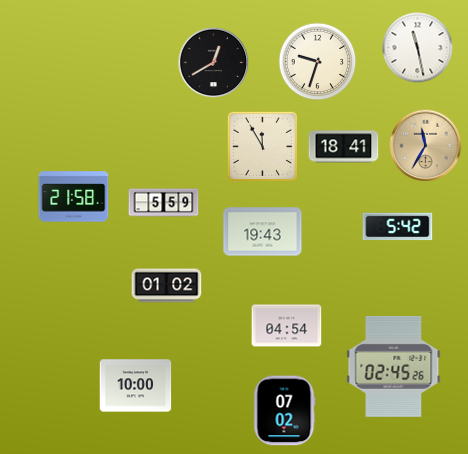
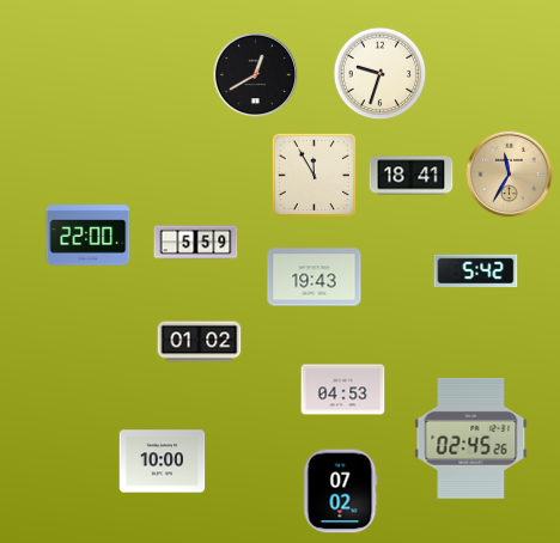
clock at (418, 48): 11:28 -> none
clock at (74, 197): 21:58 -> 22:00
clock at (287, 326): 04:54 -> 04:53
